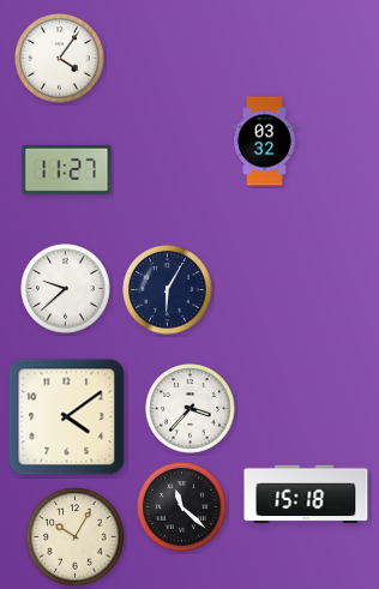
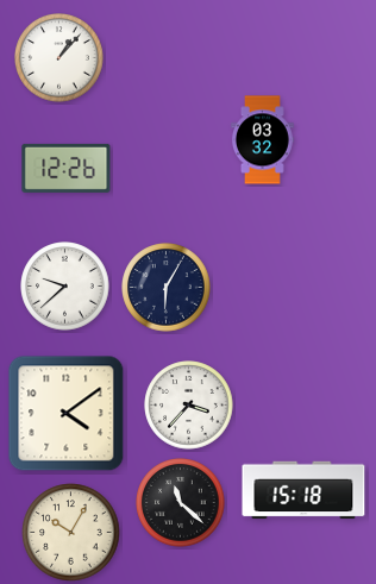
clock at (60, 59): 4:06 -> 1:07
clock at (67, 169): 11:27 -> 12:26
clock at (76, 537) position: (76, 537) -> (71, 533)
